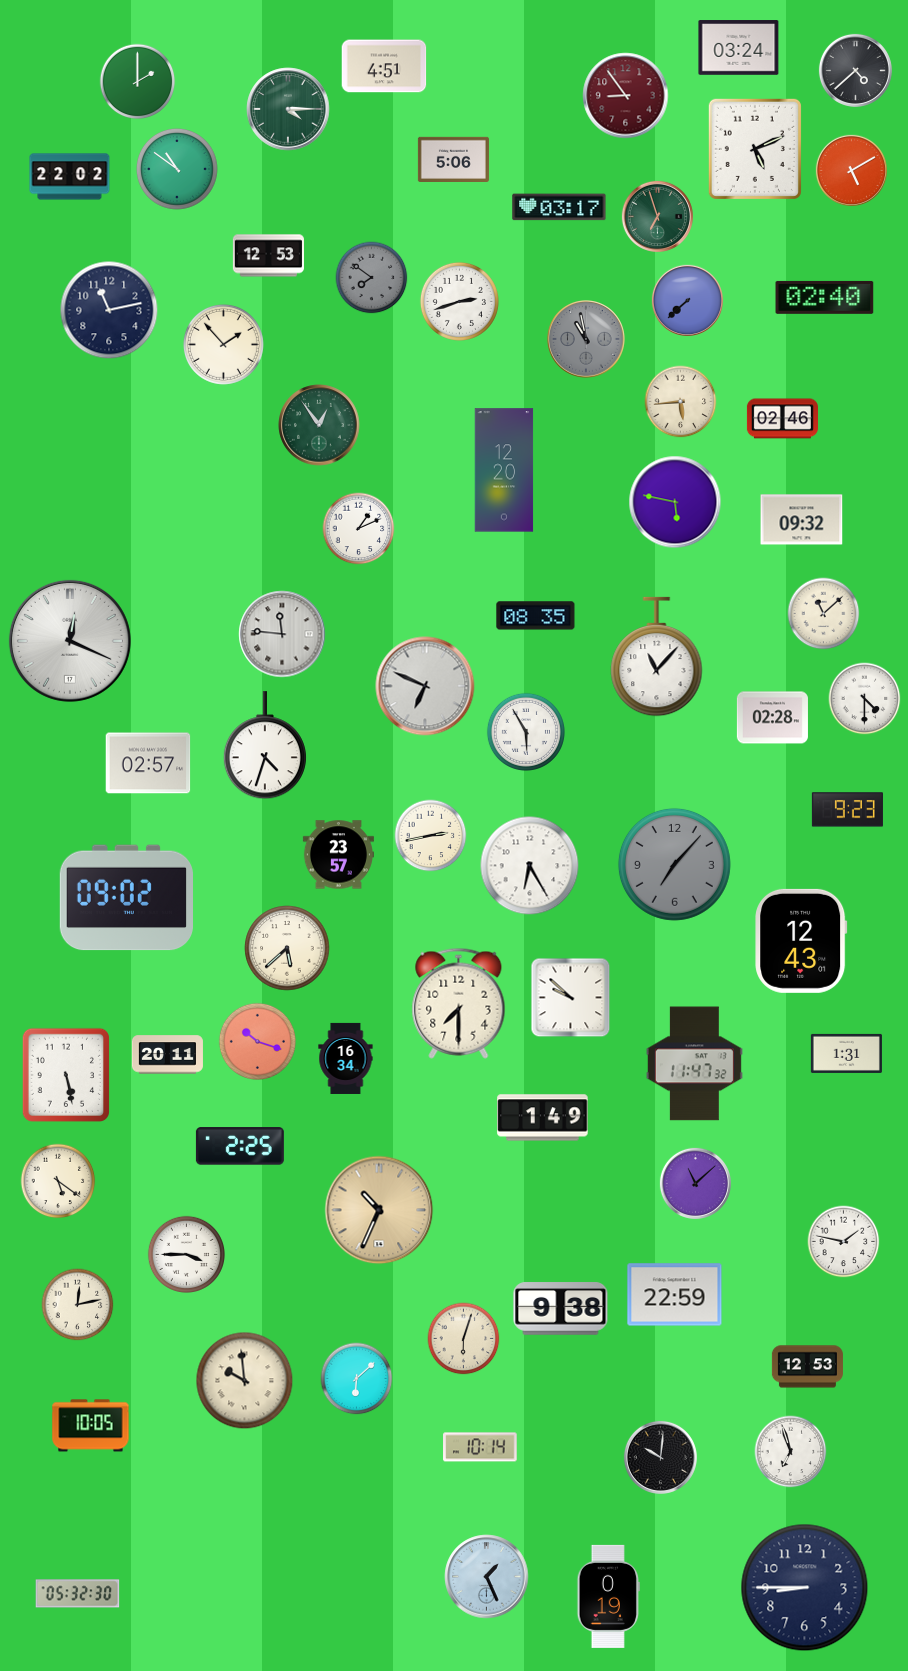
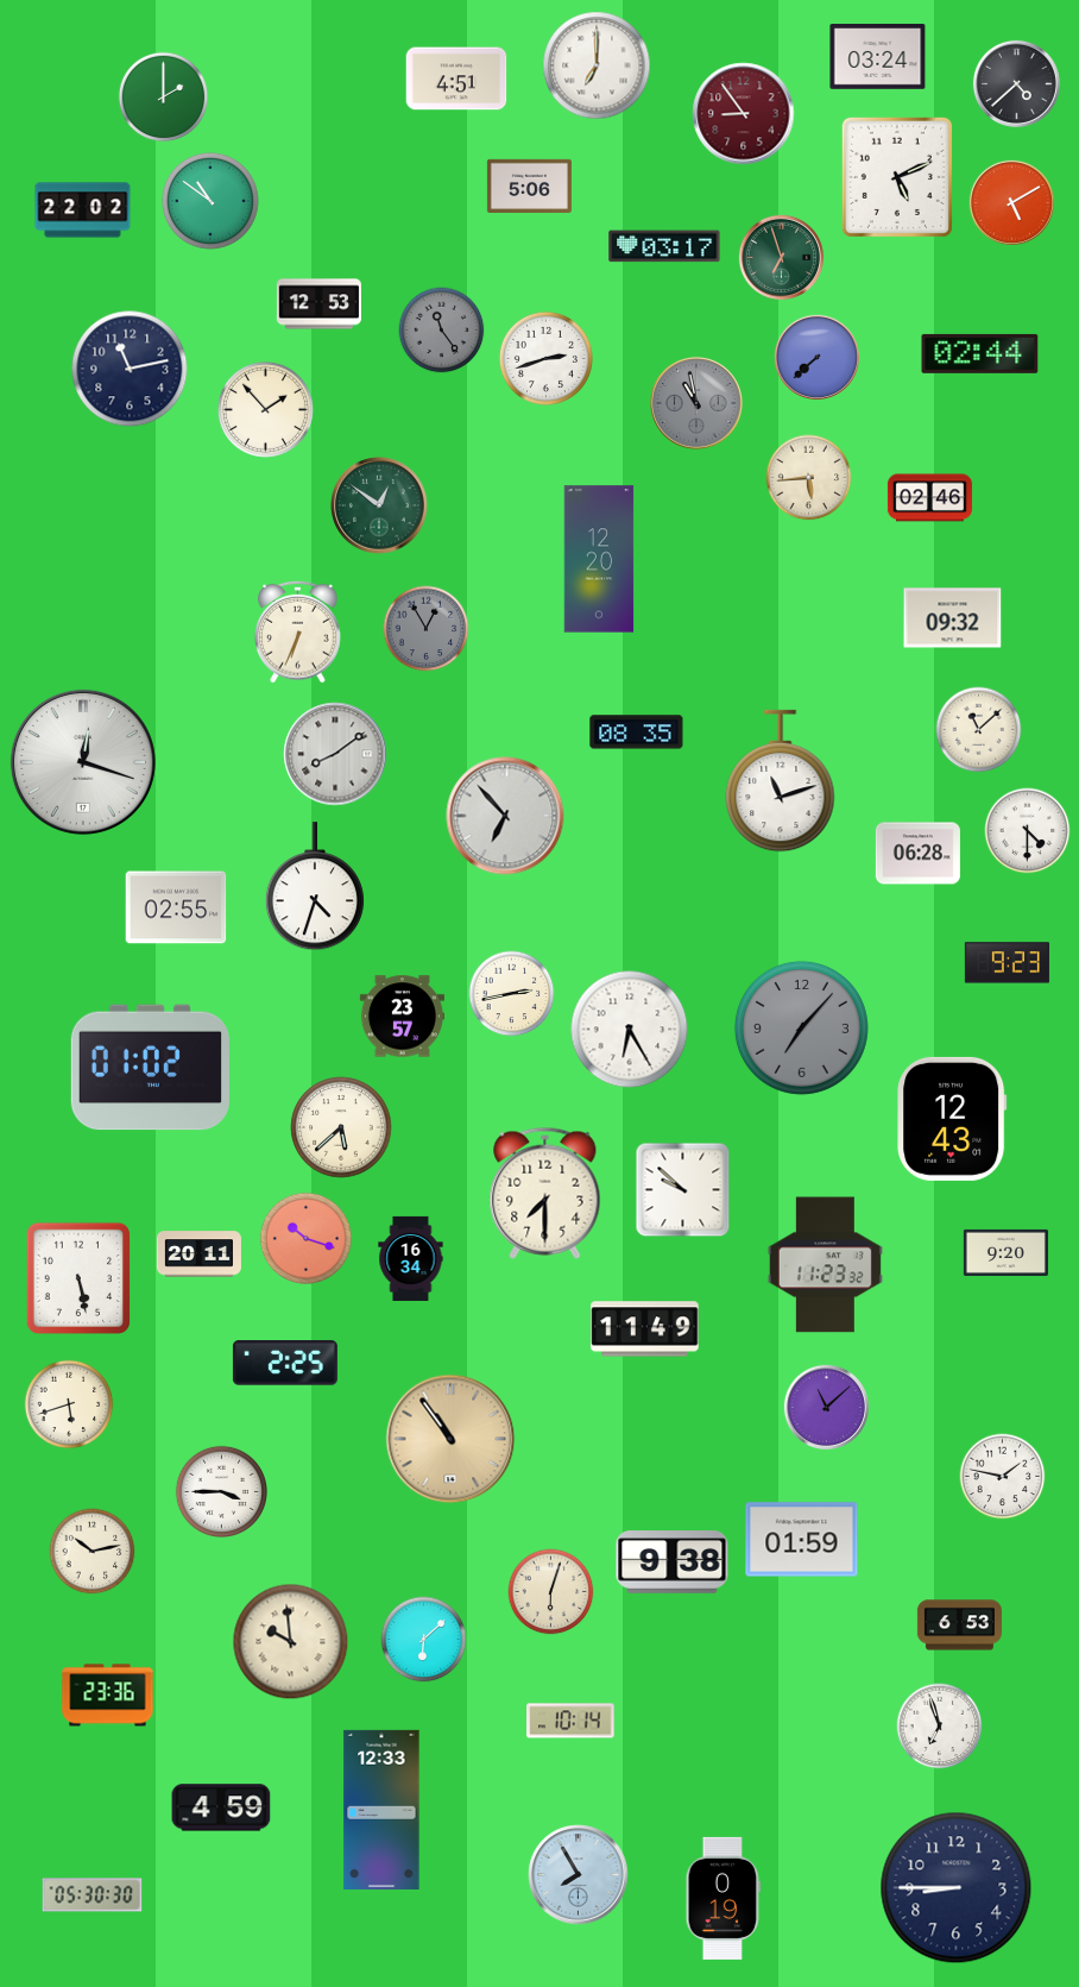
clock at (597, 65): none -> 7:00
clock at (288, 109): 4:15 -> none
clock at (453, 159) position: (453, 159) -> (529, 186)
clock at (372, 278): 7:51 -> 11:24
clock at (825, 297): 02:40 -> 02:44
clock at (319, 425): 12:54 -> 12:51
clock at (675, 502): 5:47 -> none
clock at (359, 529): 1:11 -> 12:55
clock at (359, 529) dial: white -> grey
clock at (298, 631): none -> 6:34
clock at (282, 634): 11:46 -> 8:09
clock at (70, 641): 12:19 -> 12:18
clock at (657, 657): 11:07 -> 11:12
clock at (425, 686): 6:49 -> 6:53
clock at (772, 718): 02:28 -> 06:28
clock at (526, 732): 5:55 -> none
clock at (148, 763): 02:57 -> 02:55
clock at (126, 898): 09:02 -> 01:02
clock at (571, 998) position: (571, 998) -> (683, 1190)
clock at (846, 1053): 1:31 -> 9:20
clock at (694, 1064): 11:47 -> 11:23
clock at (543, 1118): 1:49 -> 11:49
clock at (58, 1181): 5:21 -> 5:42
clock at (379, 1210): 10:34 -> 10:54
clock at (675, 1295): 22:59 -> 01:59
clock at (78, 1305): 12:13 -> 10:13
clock at (561, 1309) position: (561, 1309) -> (673, 1562)
clock at (807, 1367): 12:53 -> 6:53
clock at (91, 1426): 10:05 -> 23:36
clock at (660, 1457): 10:01 -> none
clock at (221, 1807): none -> 4:59
clock at (381, 1810): none -> 12:33
clock at (487, 1577): 1:26 -> 7:55
clock at (78, 1594): 05:32 -> 05:30
